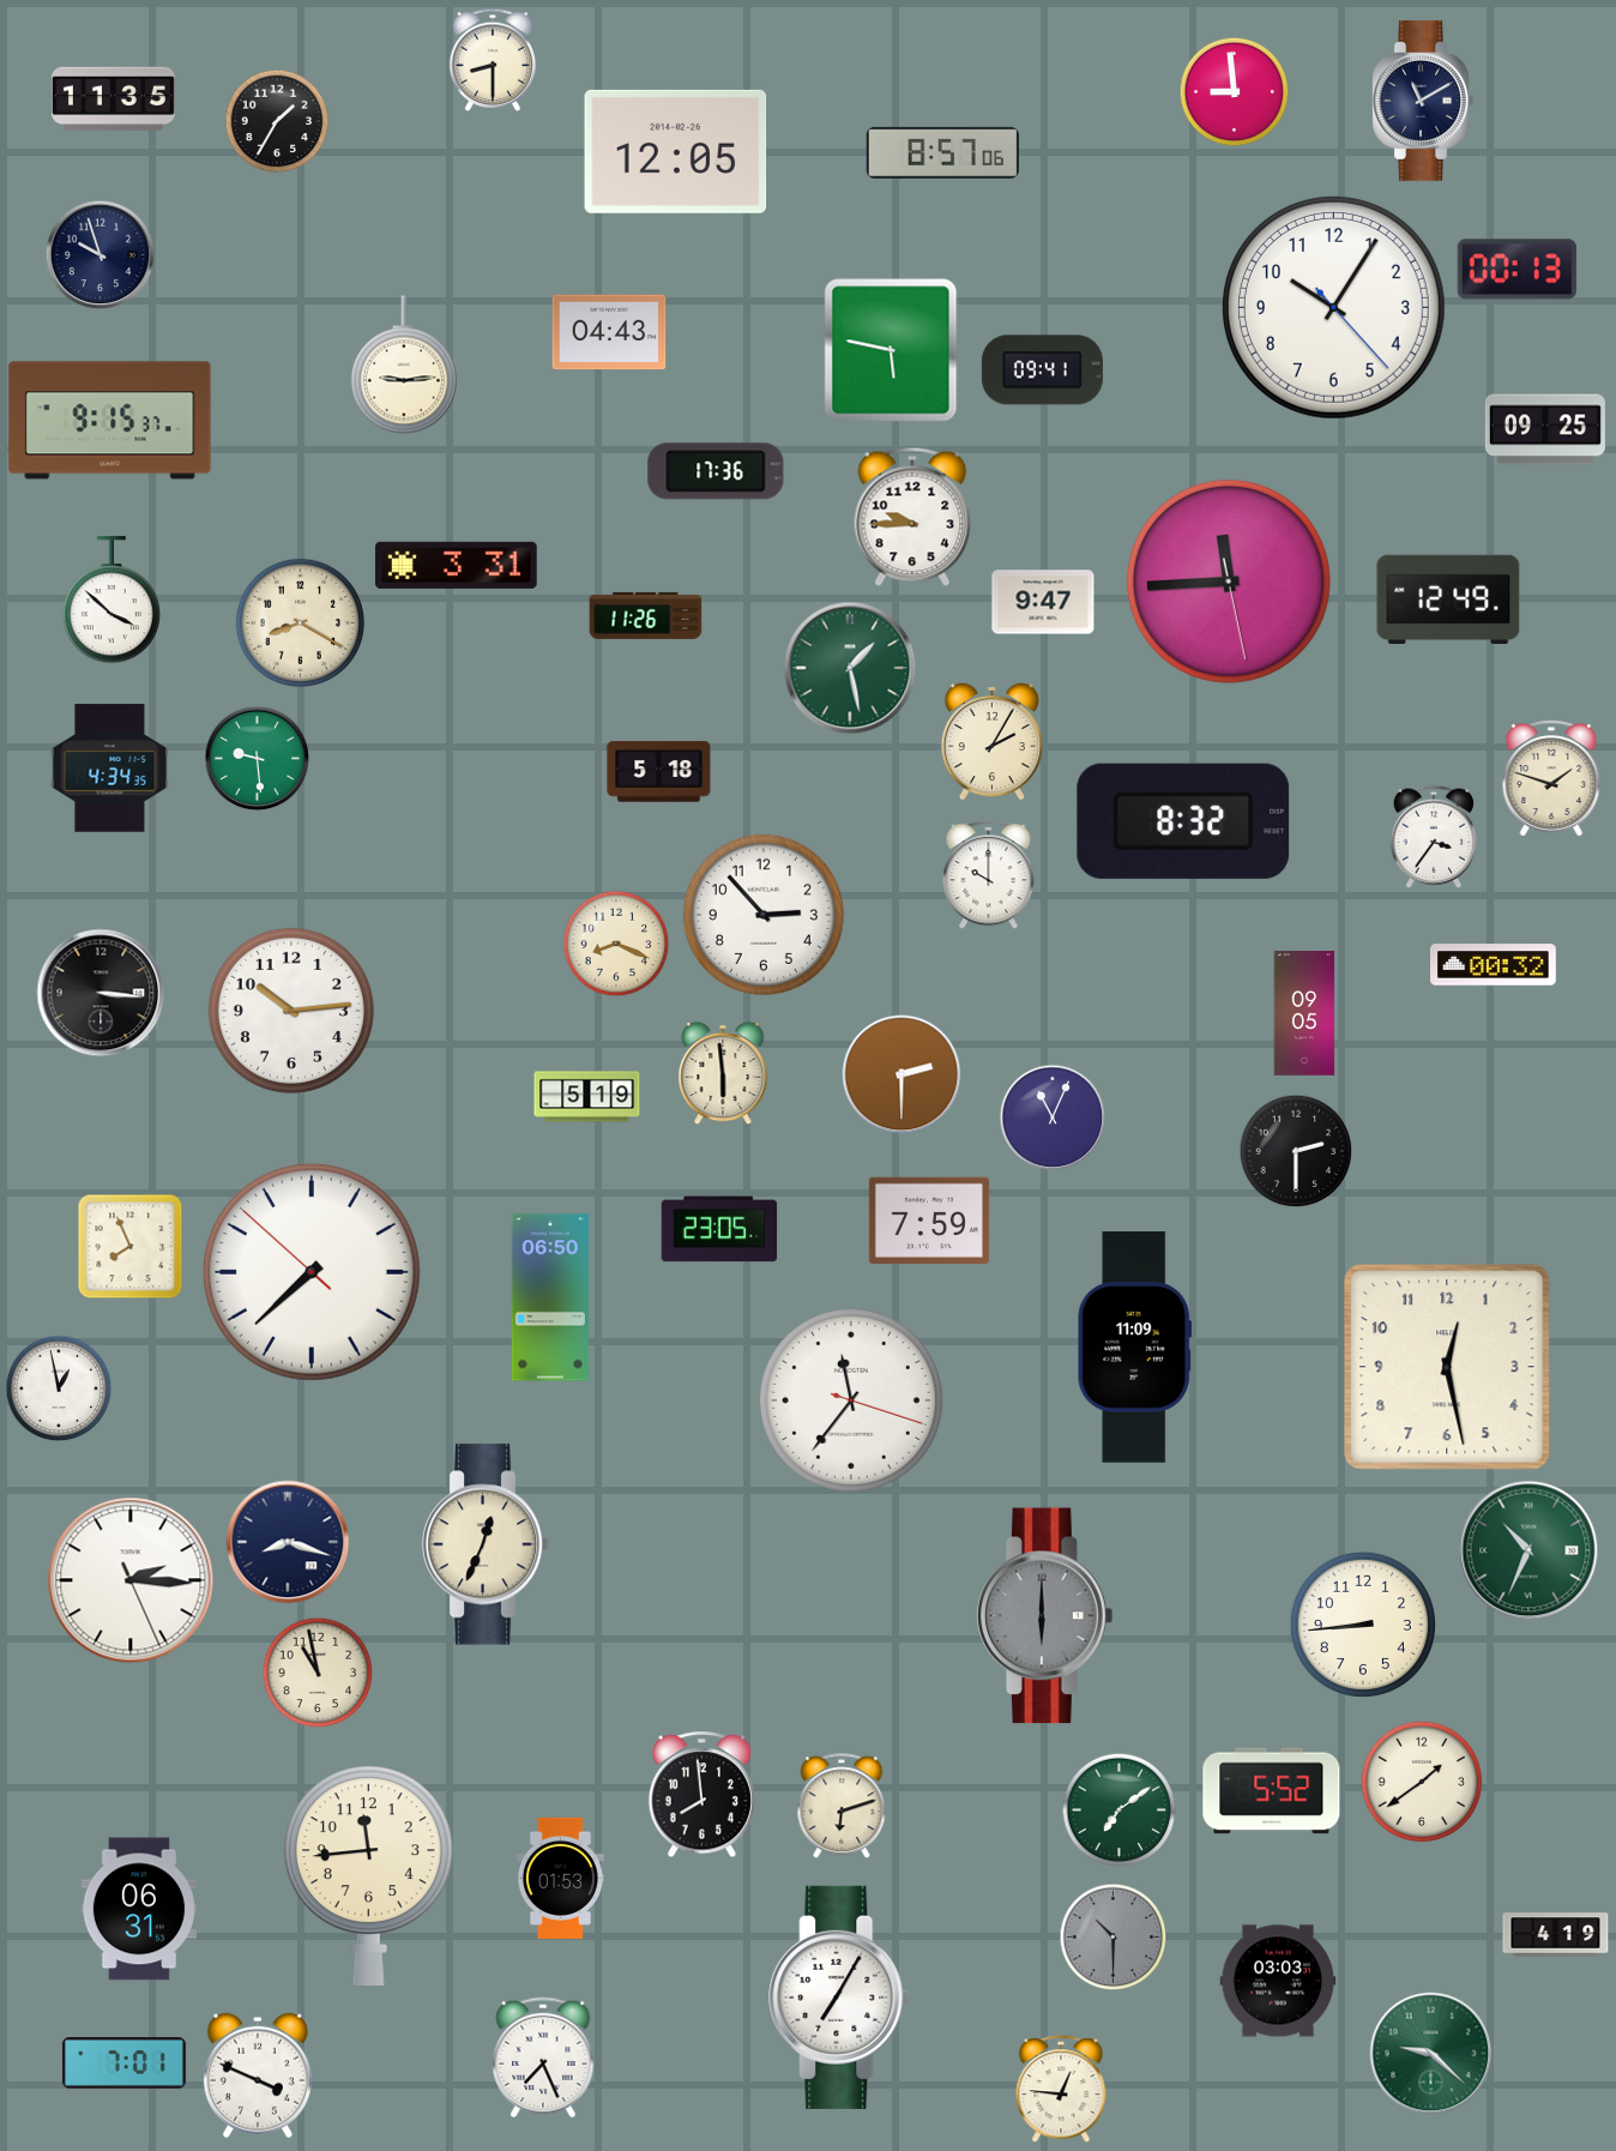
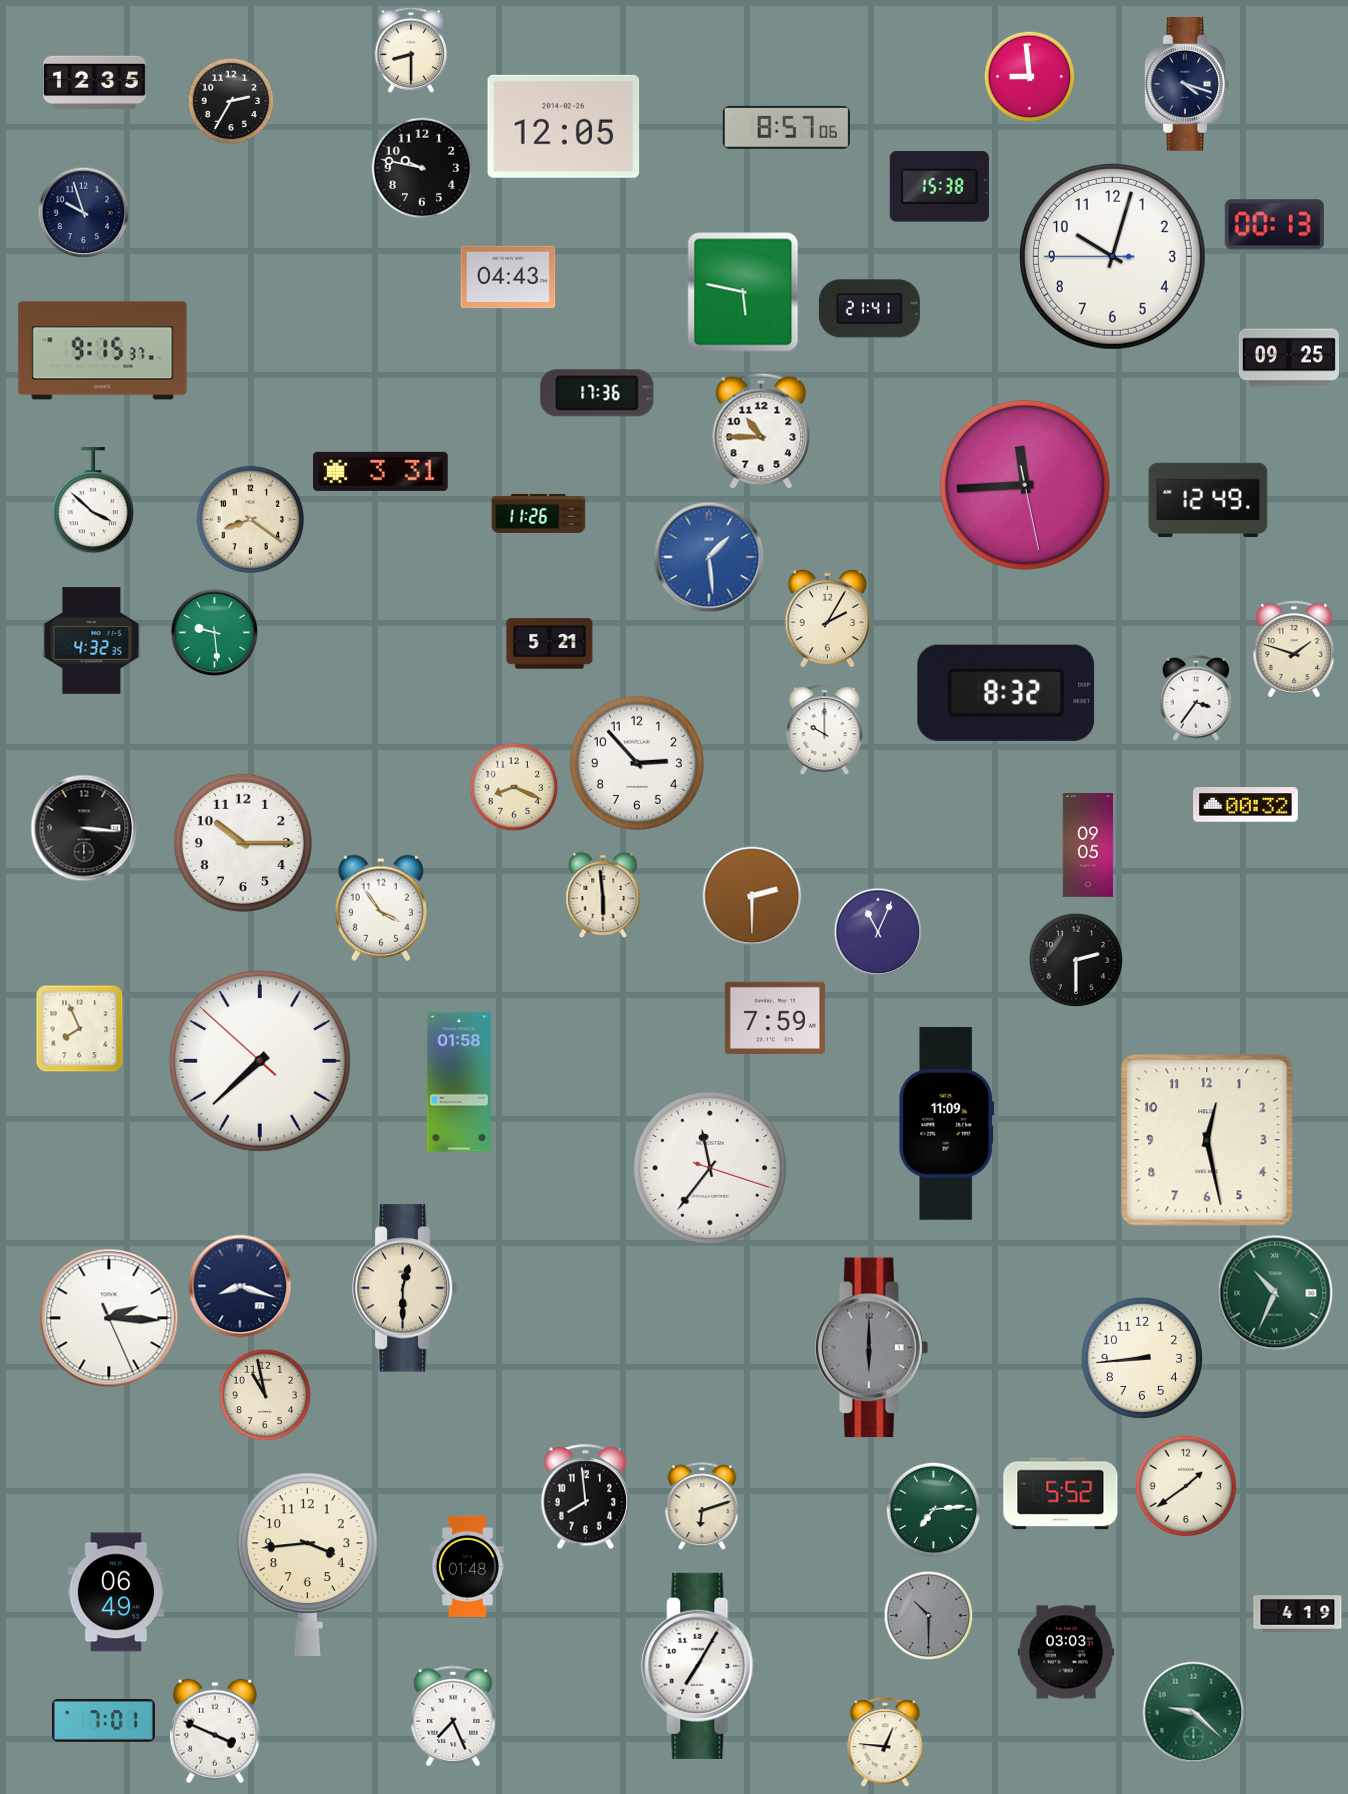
clock at (113, 100): 11:35 -> 12:35
clock at (1423, 102): 11:10 -> 4:18
clock at (277, 121): 1:35 -> 2:35
clock at (422, 168): none -> 9:47
clock at (939, 187): none -> 15:38
clock at (1516, 270) position: (1516, 270) -> (1274, 225)
clock at (1333, 307): 10:05 -> 10:02
clock at (404, 364): 9:14 -> none
clock at (1042, 370): 09:41 -> 21:41
clock at (110, 421) position: (110, 421) -> (103, 351)
clock at (912, 517): 9:45 -> 10:45
clock at (1043, 602): 9:47 -> none
clock at (300, 622): 8:20 -> 8:21
clock at (850, 668): 1:28 -> 1:29
clock at (850, 668) dial: green -> blue
clock at (110, 769): 4:34 -> 4:32
clock at (659, 772): 5:18 -> 5:21
clock at (1183, 821) position: (1183, 821) -> (1006, 693)
clock at (291, 1011): 10:14 -> 10:15
clock at (380, 908): none -> 3:54
clock at (587, 1097): 5:19 -> none
clock at (1296, 1151) position: (1296, 1151) -> (1076, 960)
clock at (719, 1229): 23:05 -> none
clock at (131, 1247) position: (131, 1247) -> (80, 1029)
clock at (550, 1297): 06:50 -> 01:58
clock at (59, 1388): 12:58 -> none
clock at (486, 1544): 12:34 -> 12:30
clock at (1363, 1625) position: (1363, 1625) -> (1142, 1358)
clock at (1120, 1810): 7:09 -> 7:14
clock at (368, 1875): 11:44 -> 3:44
clock at (560, 1878): 01:53 -> 01:48
clock at (139, 1909): 06:31 -> 06:49
